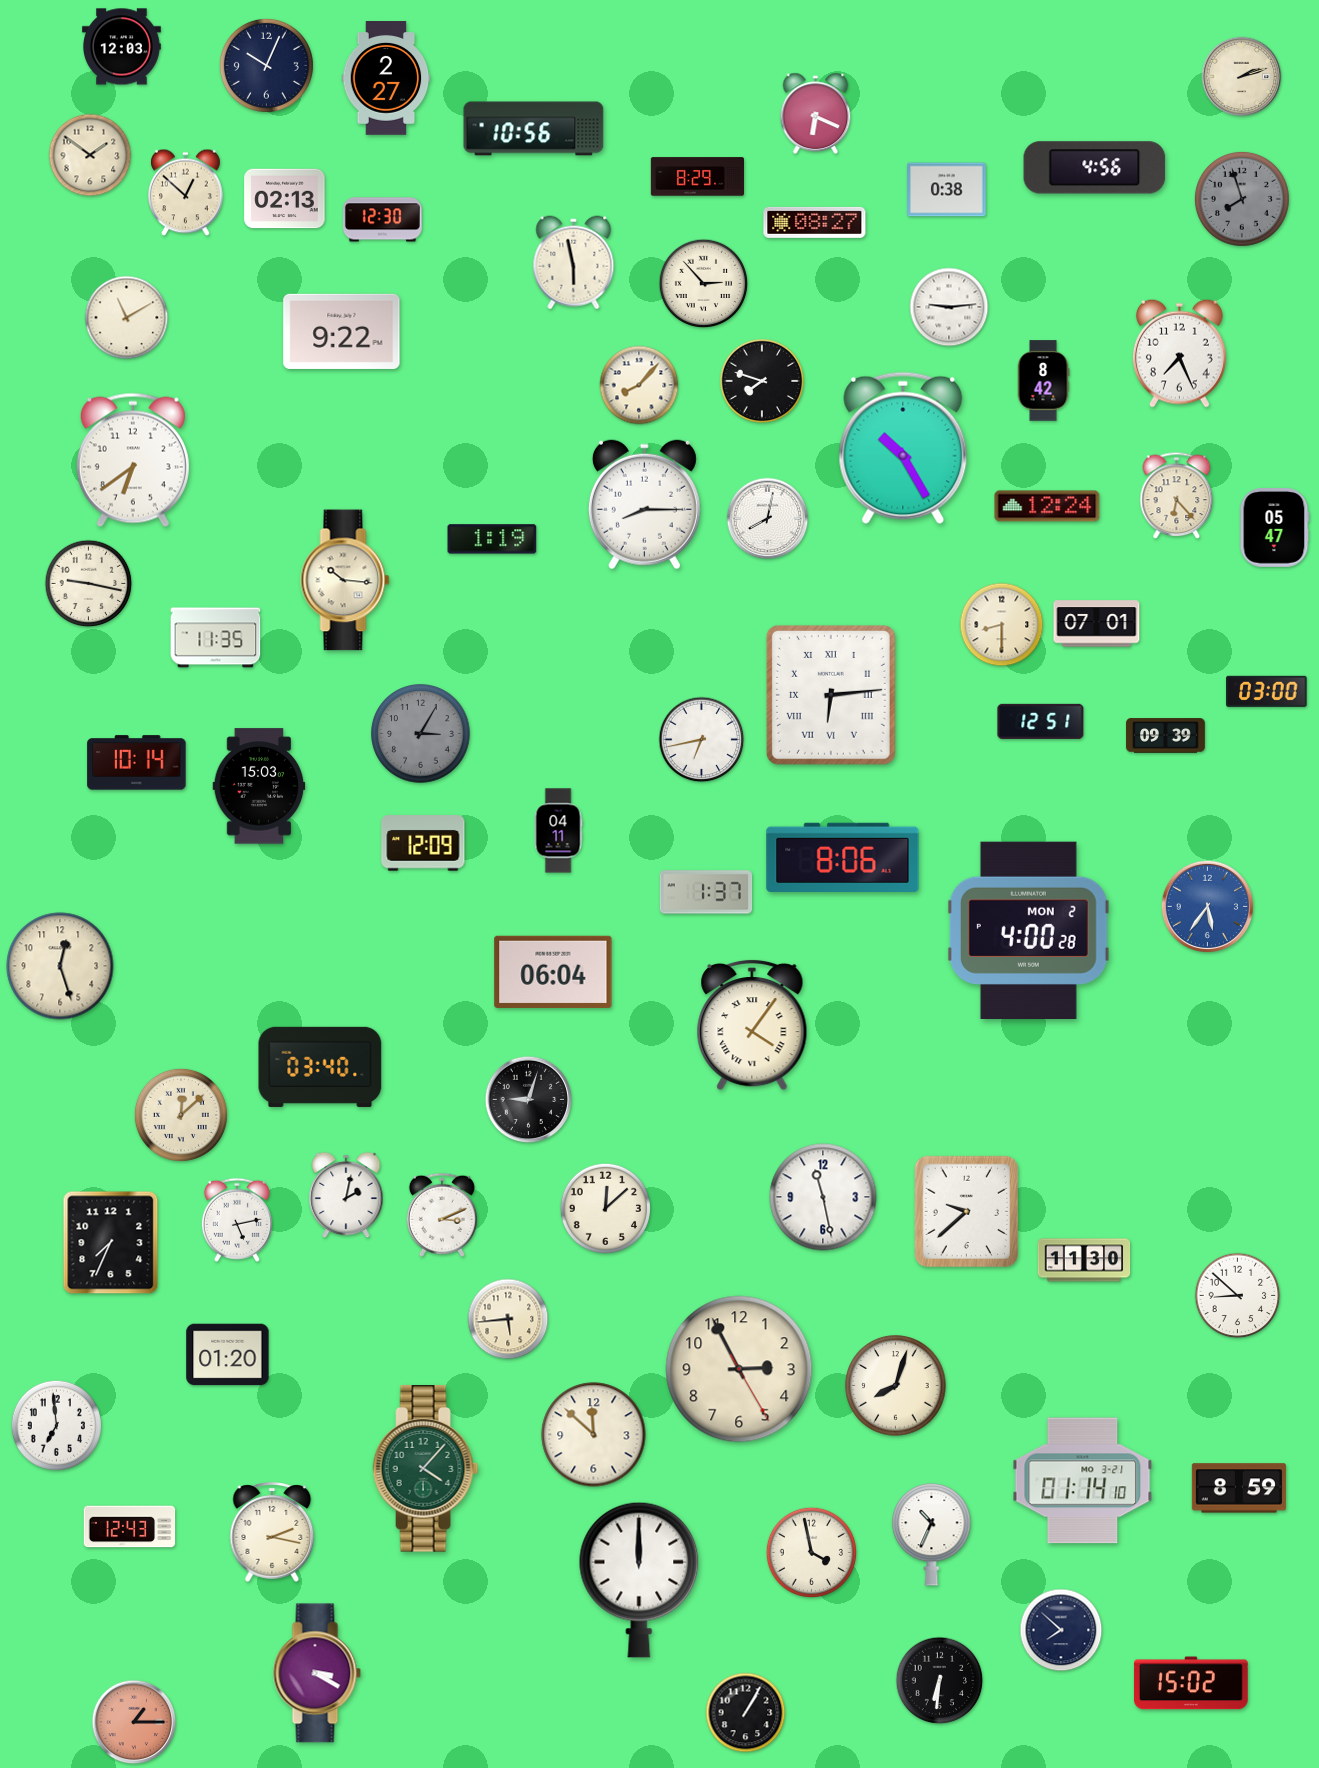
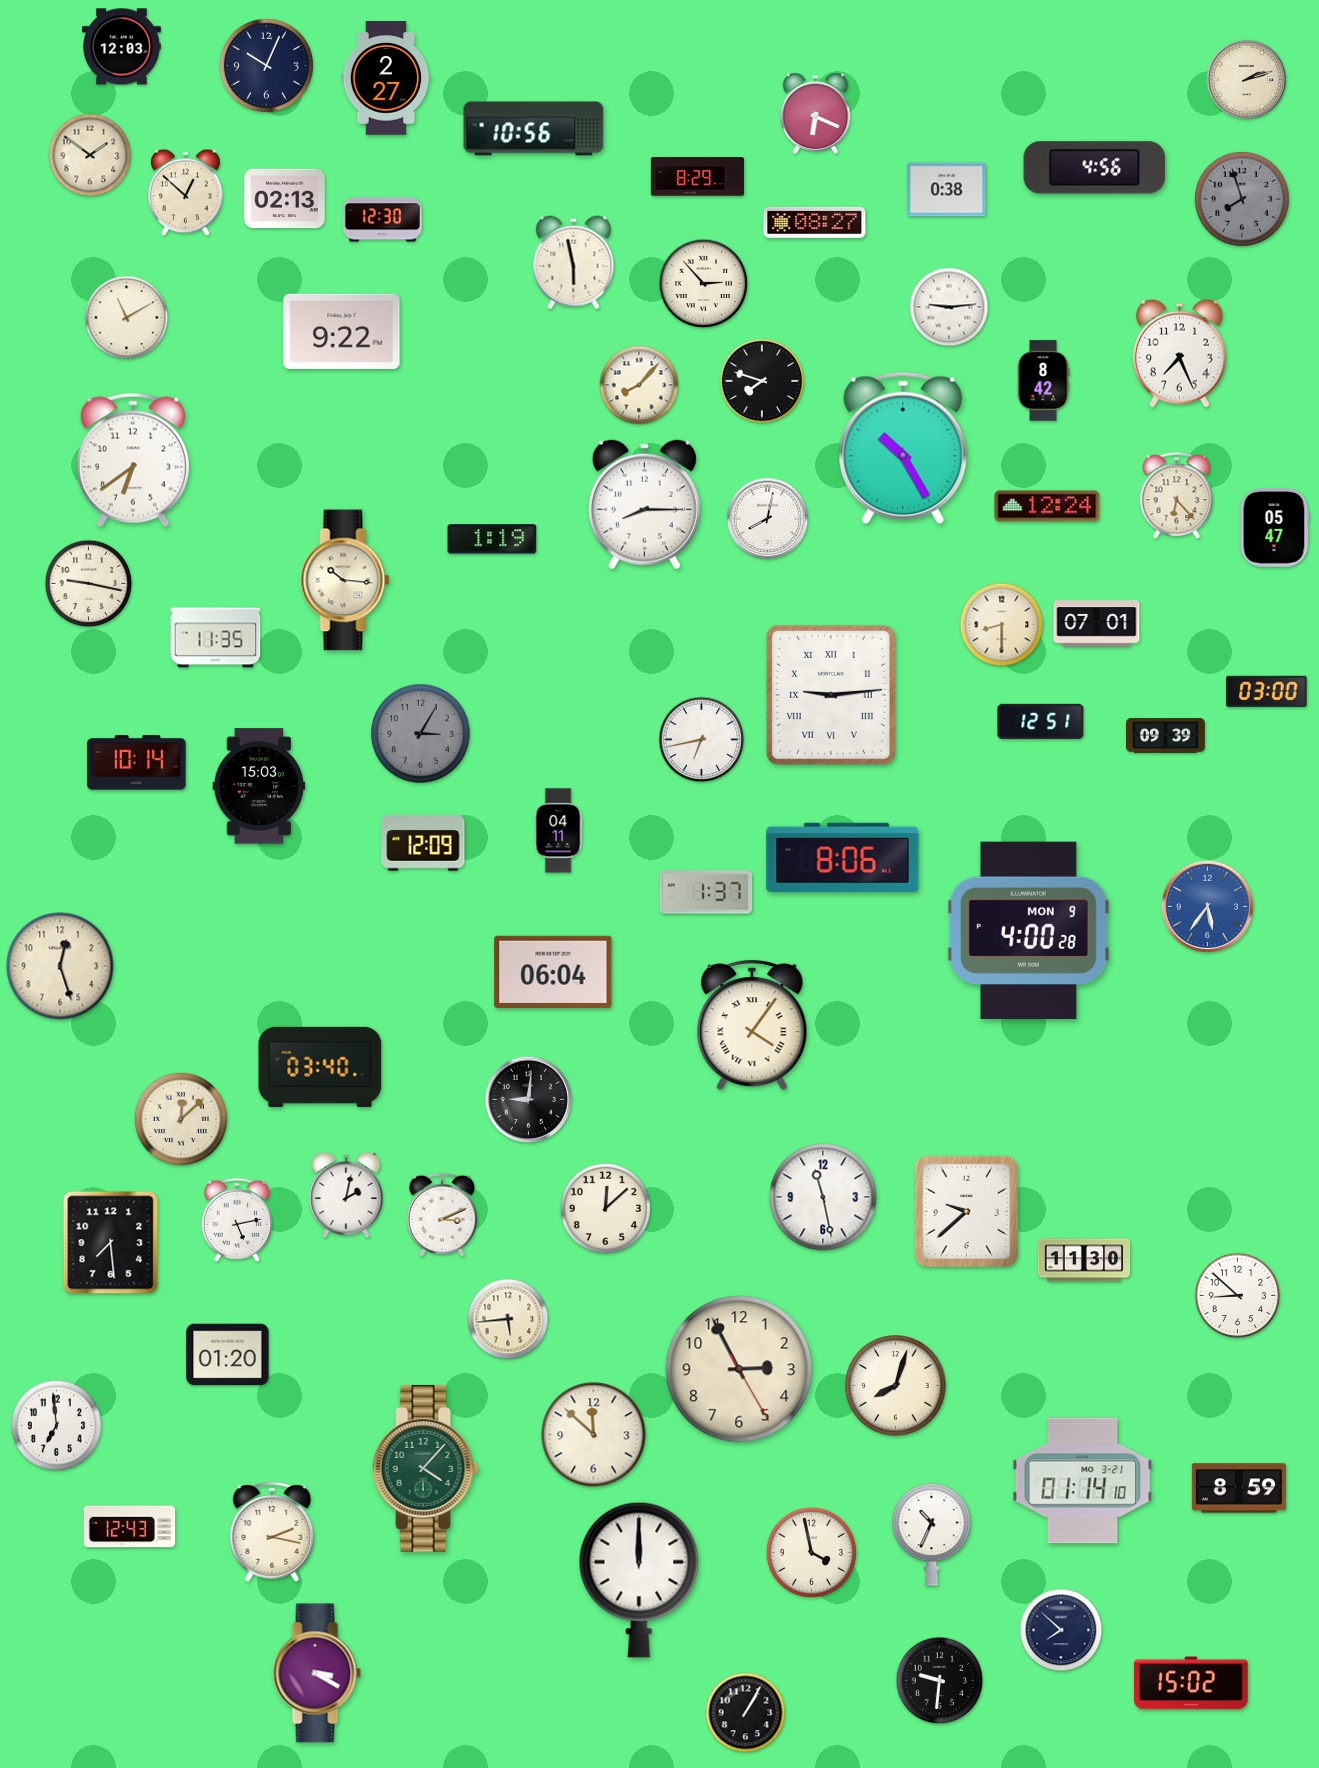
clock at (1242, 77) position: (1242, 77) -> (1247, 80)
clock at (831, 695): 6:14 -> 9:14
clock at (1028, 930) date: MON 2 -> MON 9
clock at (529, 1100): 9:03 -> 9:01
clock at (181, 1115) position: (181, 1115) -> (181, 1119)
clock at (111, 1243): 7:34 -> 7:29
clock at (940, 1681): 6:31 -> 9:31
clock at (134, 1722): 1:15 -> none
